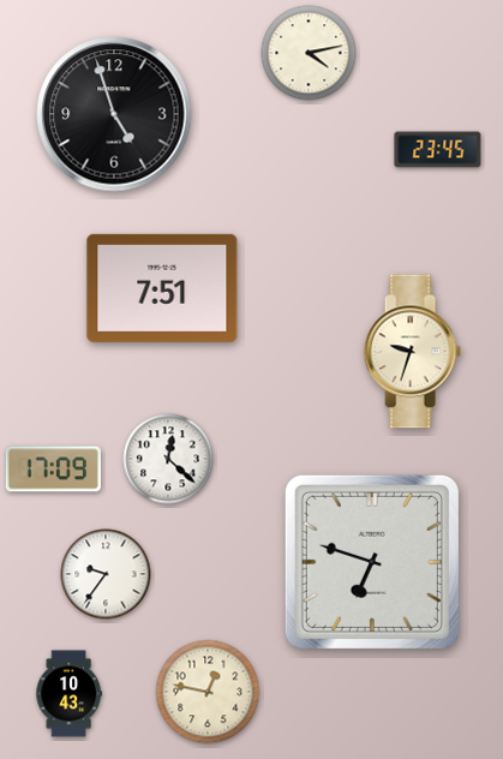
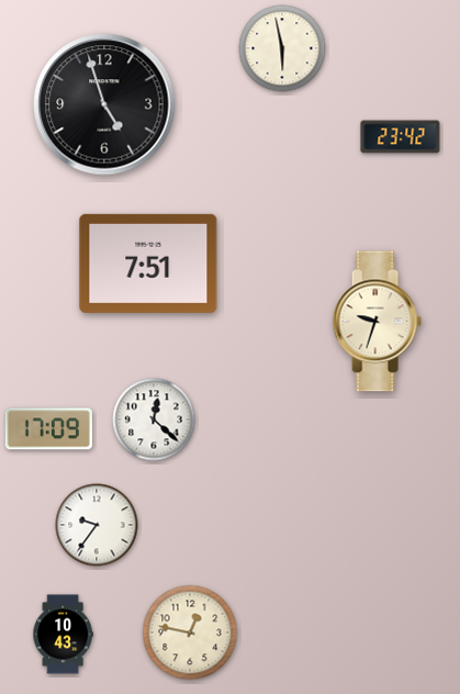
clock at (309, 53): 4:13 -> 5:58
clock at (438, 150): 23:45 -> 23:42
clock at (372, 562): 6:48 -> none
